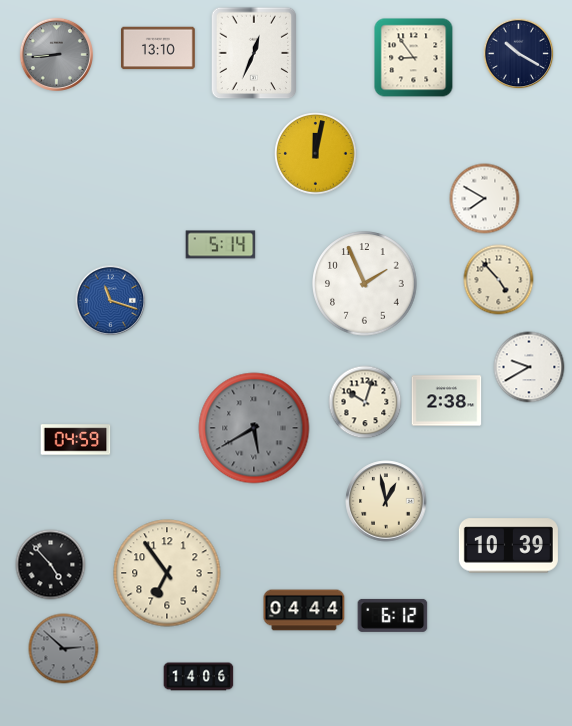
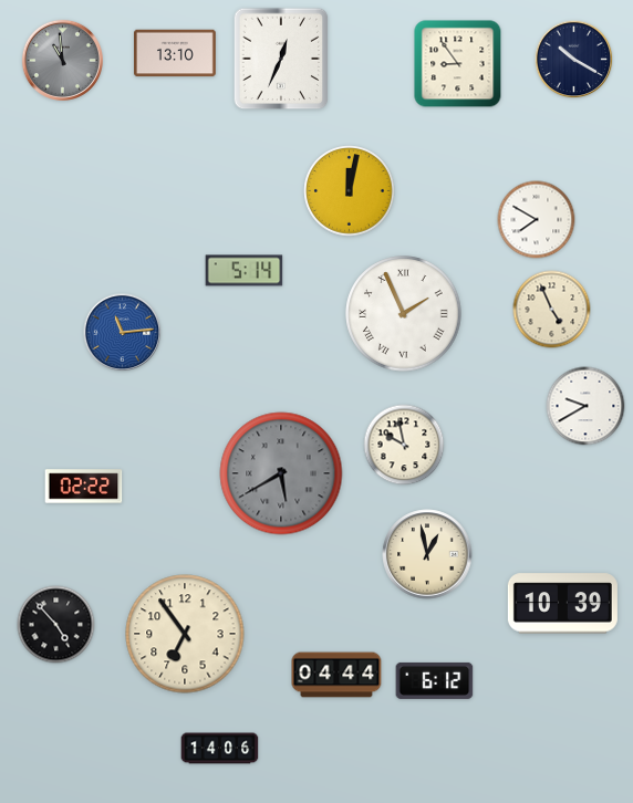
clock at (56, 54): 8:44 -> 10:59
clock at (316, 154) position: (316, 154) -> (350, 191)
clock at (499, 280): 4:53 -> 4:56
clock at (365, 284) numerals: Arabic -> Roman
clock at (111, 301): 11:18 -> 11:14
clock at (447, 401): 2:38 -> none
clock at (365, 402): 10:03 -> 9:58
clock at (76, 440): 04:59 -> 02:22
clock at (64, 649): 2:52 -> none
